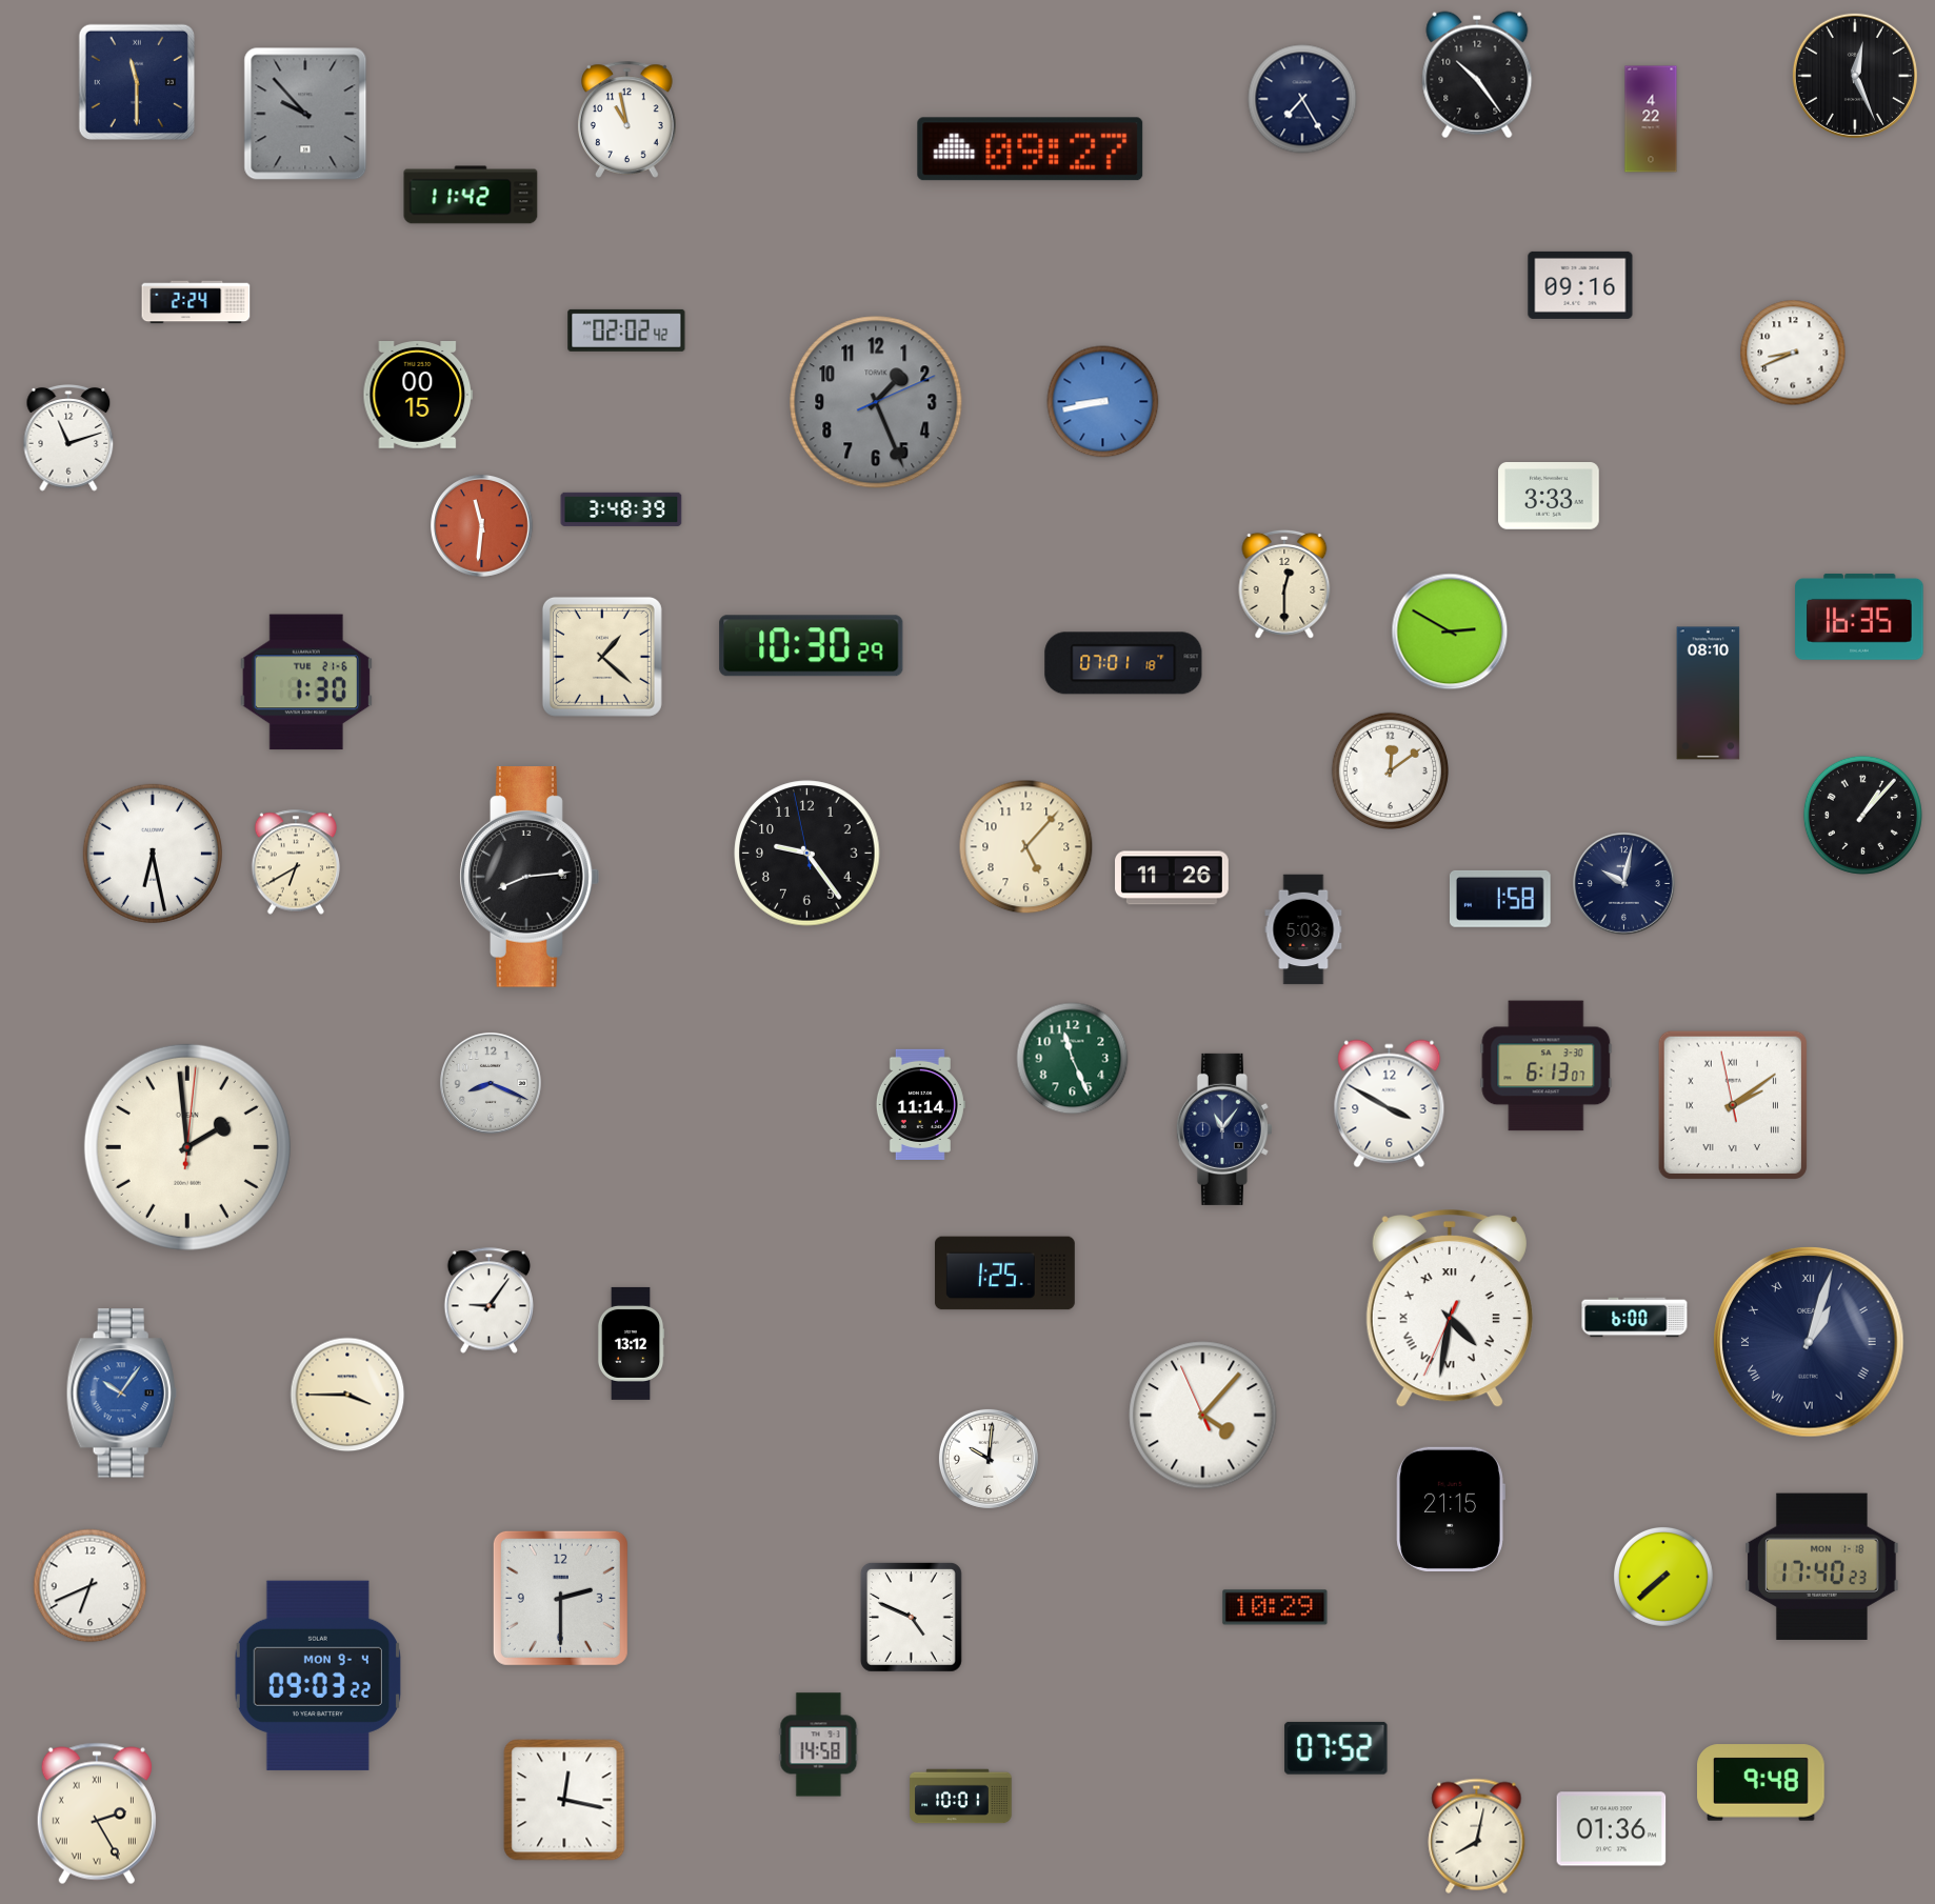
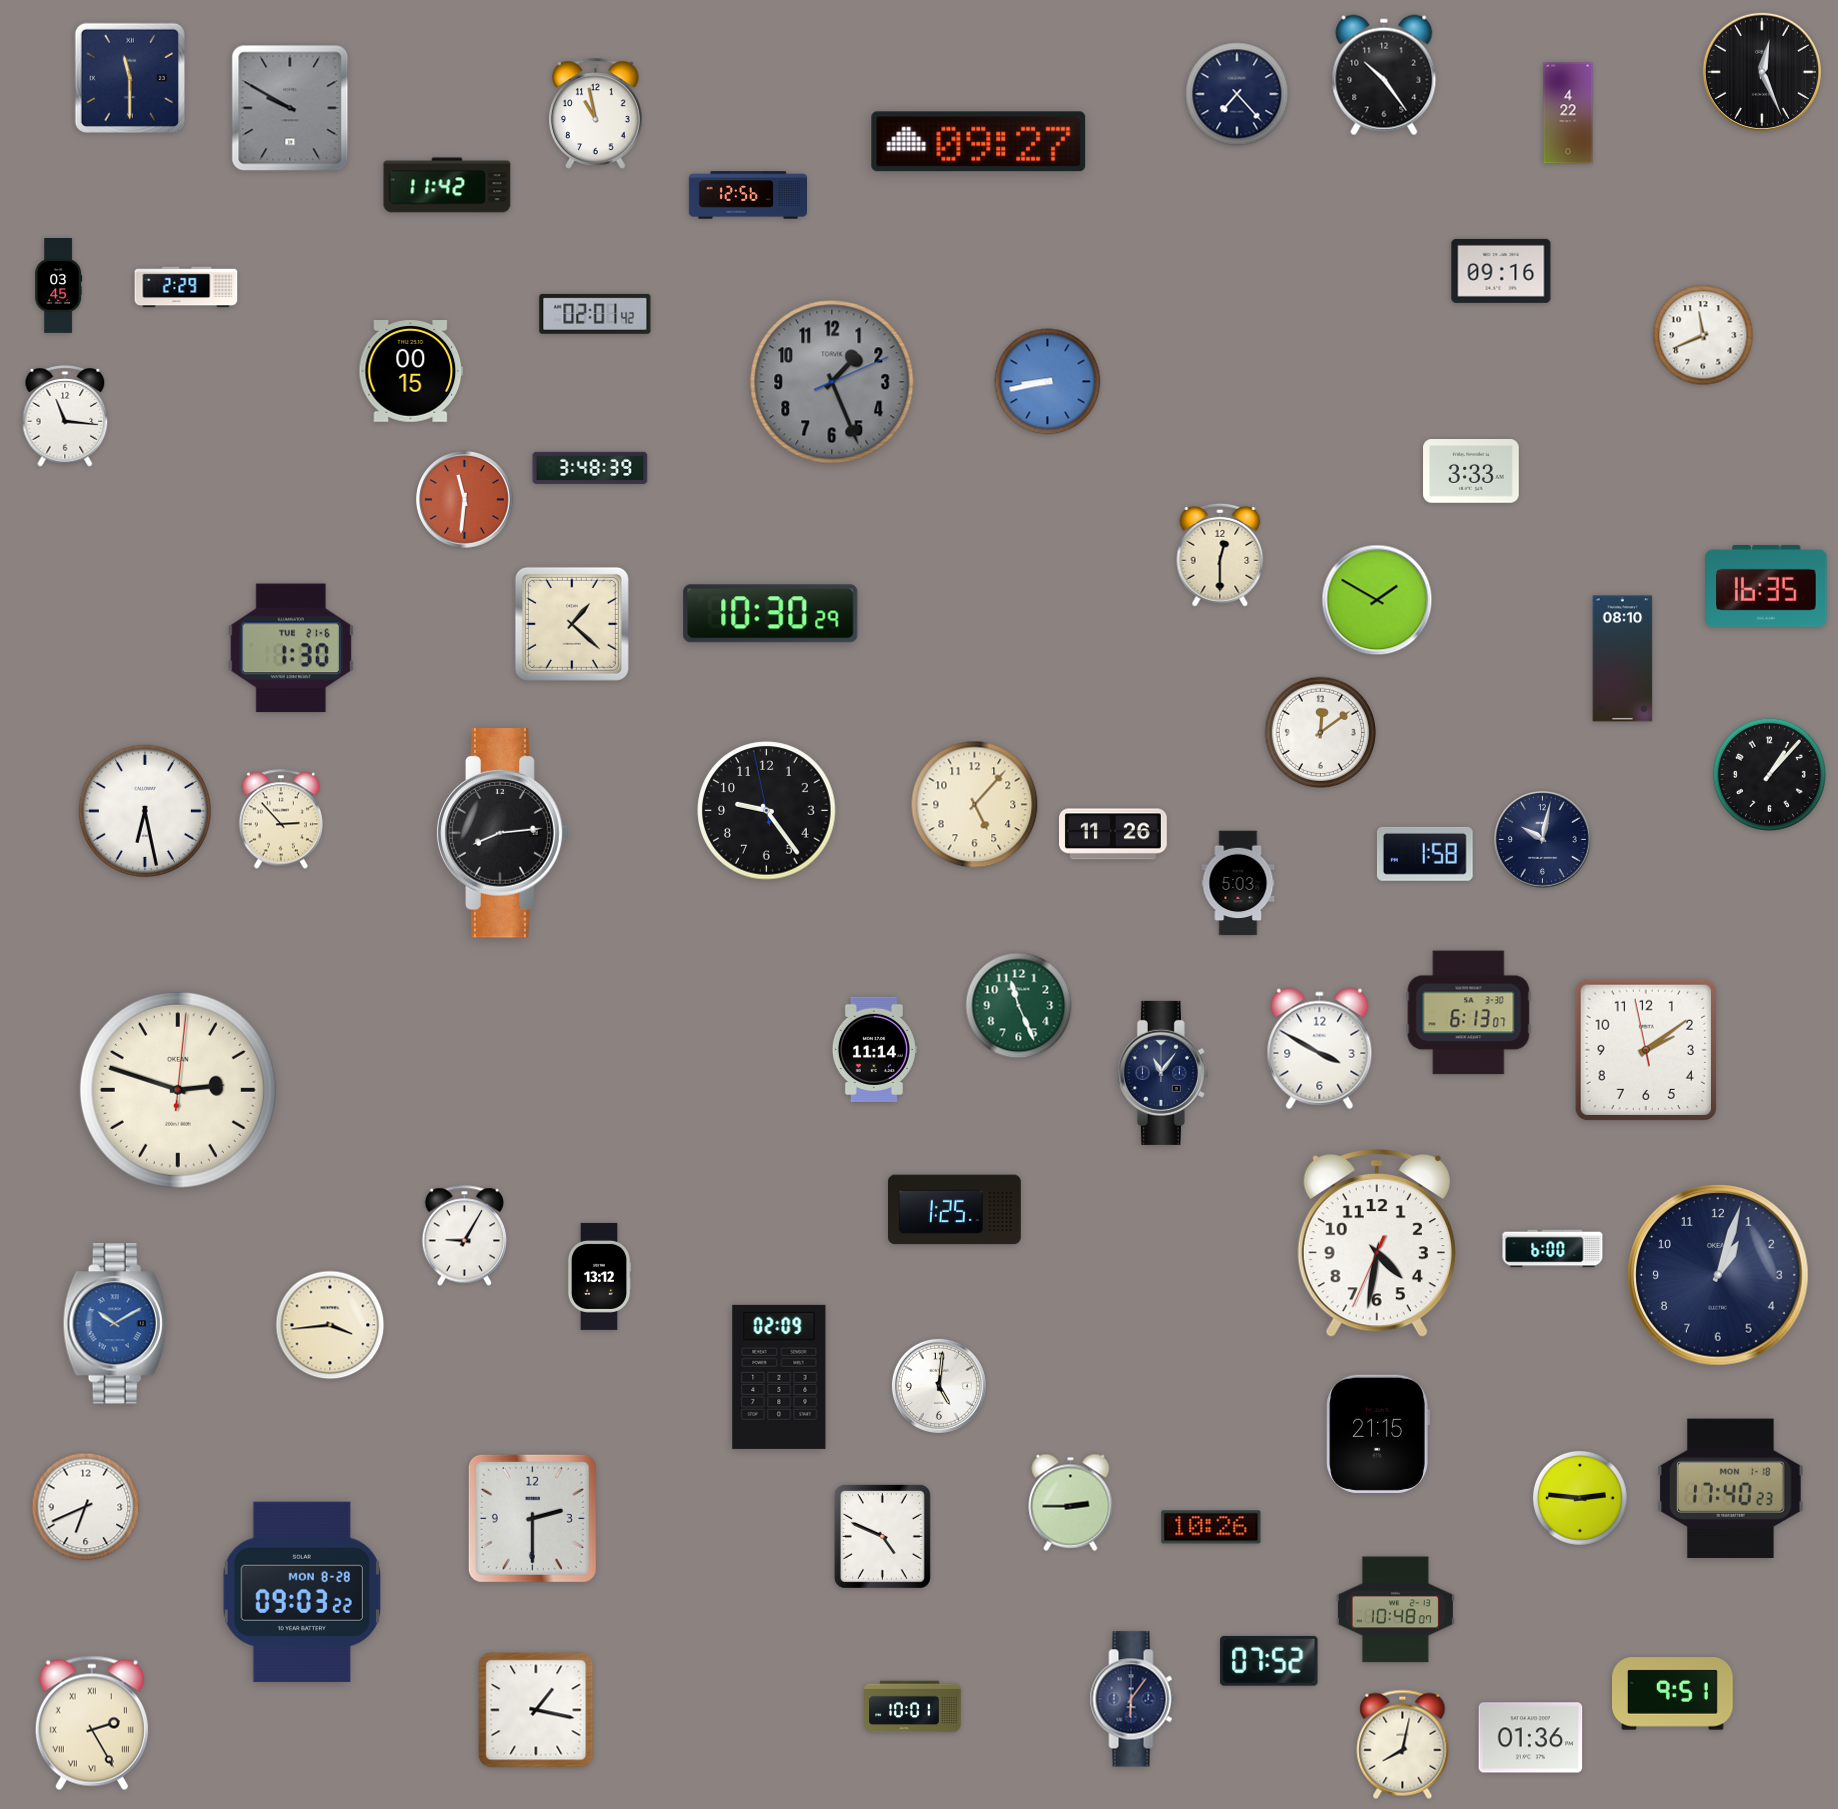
clock at (1477, 75) position: (1477, 75) -> (1384, 75)
clock at (1302, 99): 7:25 -> 7:23
clock at (305, 114): 9:53 -> 9:50
clock at (747, 195): none -> 12:56
clock at (59, 286): none -> 03:45
clock at (196, 302): 2:24 -> 2:29
clock at (626, 330): 02:02 -> 02:01
clock at (1793, 353): 8:41 -> 11:41
clock at (418, 396) position: (418, 396) -> (411, 372)
clock at (68, 438): 11:12 -> 11:16
clock at (621, 509) position: (621, 509) -> (590, 468)
clock at (482, 526) position: (482, 526) -> (465, 500)
clock at (1450, 632): 2:50 -> 1:50
clock at (1123, 663): 07:01 -> none
clock at (296, 862): 6:40 -> 2:53
clock at (491, 1083): 8:19 -> none
clock at (1733, 1105) numerals: Roman -> Arabic
clock at (187, 1147): 1:59 -> 2:48
clock at (490, 1301): 9:06 -> 9:05
clock at (1450, 1308) numerals: Roman -> Arabic
clock at (1635, 1318) position: (1635, 1318) -> (1553, 1249)
clock at (1809, 1342) numerals: Roman -> Arabic
clock at (121, 1394): 10:06 -> 10:10
clock at (347, 1395): 3:45 -> 3:44
clock at (1203, 1416): 4:06 -> none
clock at (779, 1377): none -> 02:09
clock at (989, 1459): 10:01 -> 5:01
clock at (1663, 1577): 7:38 -> 2:46
clock at (1071, 1502): none -> 2:45
clock at (1275, 1607): 10:29 -> 10:26
clock at (911, 1617) position: (911, 1617) -> (882, 1536)
clock at (318, 1676) date: MON 9-4 -> MON 8-28
clock at (1395, 1610): none -> 10:48
clock at (819, 1745): 14:58 -> none
clock at (1761, 1783): 9:48 -> 9:51
clock at (1133, 1699): none -> 6:06
clock at (564, 1800): 12:17 -> 1:17
